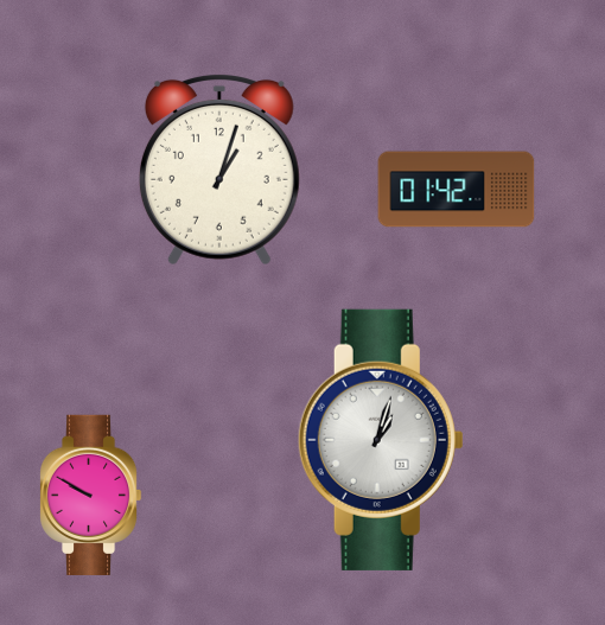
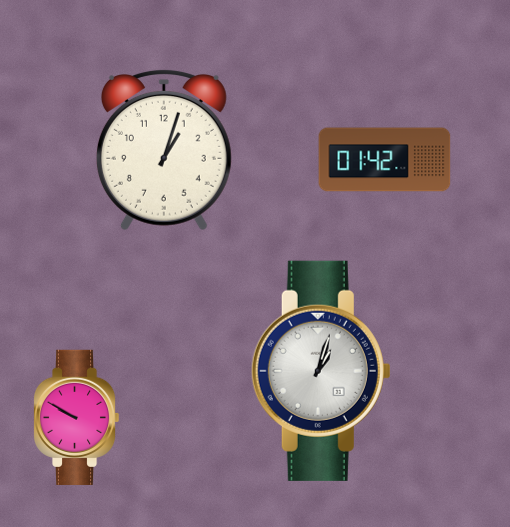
clock at (219, 170) position: (219, 170) -> (164, 150)
